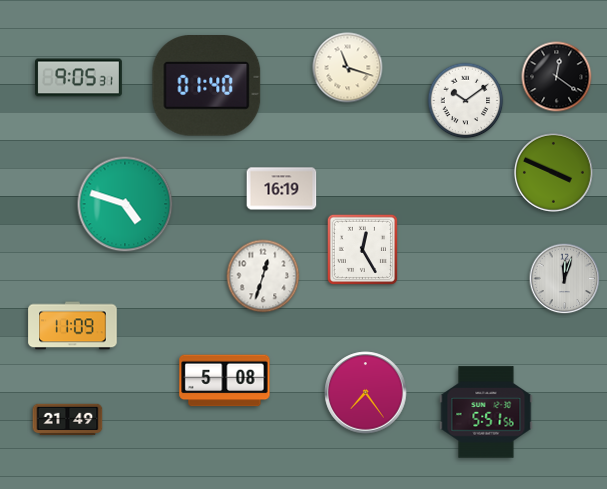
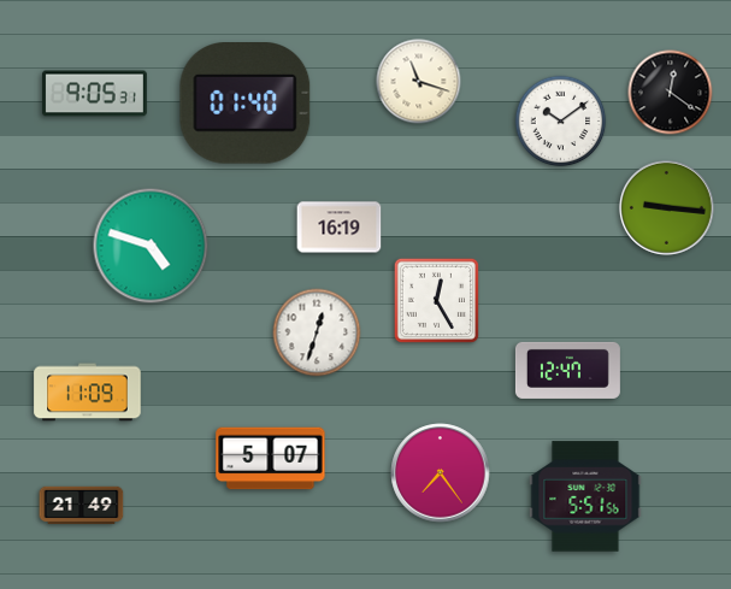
clock at (207, 86) position: (207, 86) -> (246, 104)
clock at (554, 173): 3:49 -> 9:16
clock at (565, 279): 12:03 -> none
clock at (567, 370): none -> 12:47
clock at (225, 381): 5:08 -> 5:07
